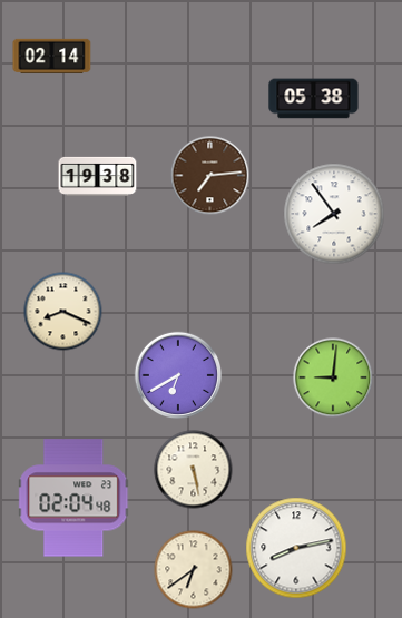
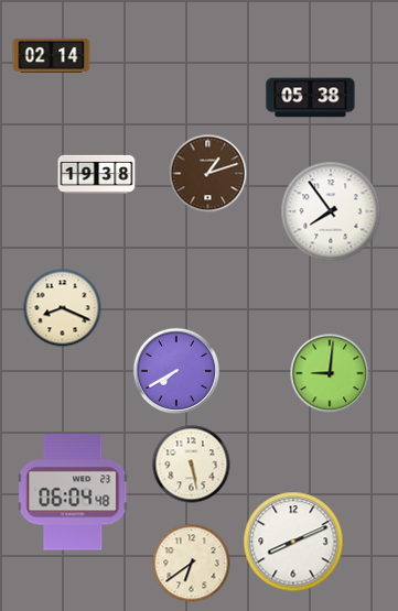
clock at (210, 176): 7:14 -> 1:12
clock at (177, 374): 6:40 -> 7:40
clock at (75, 498): 02:04 -> 06:04
clock at (296, 548): 8:13 -> 8:11
